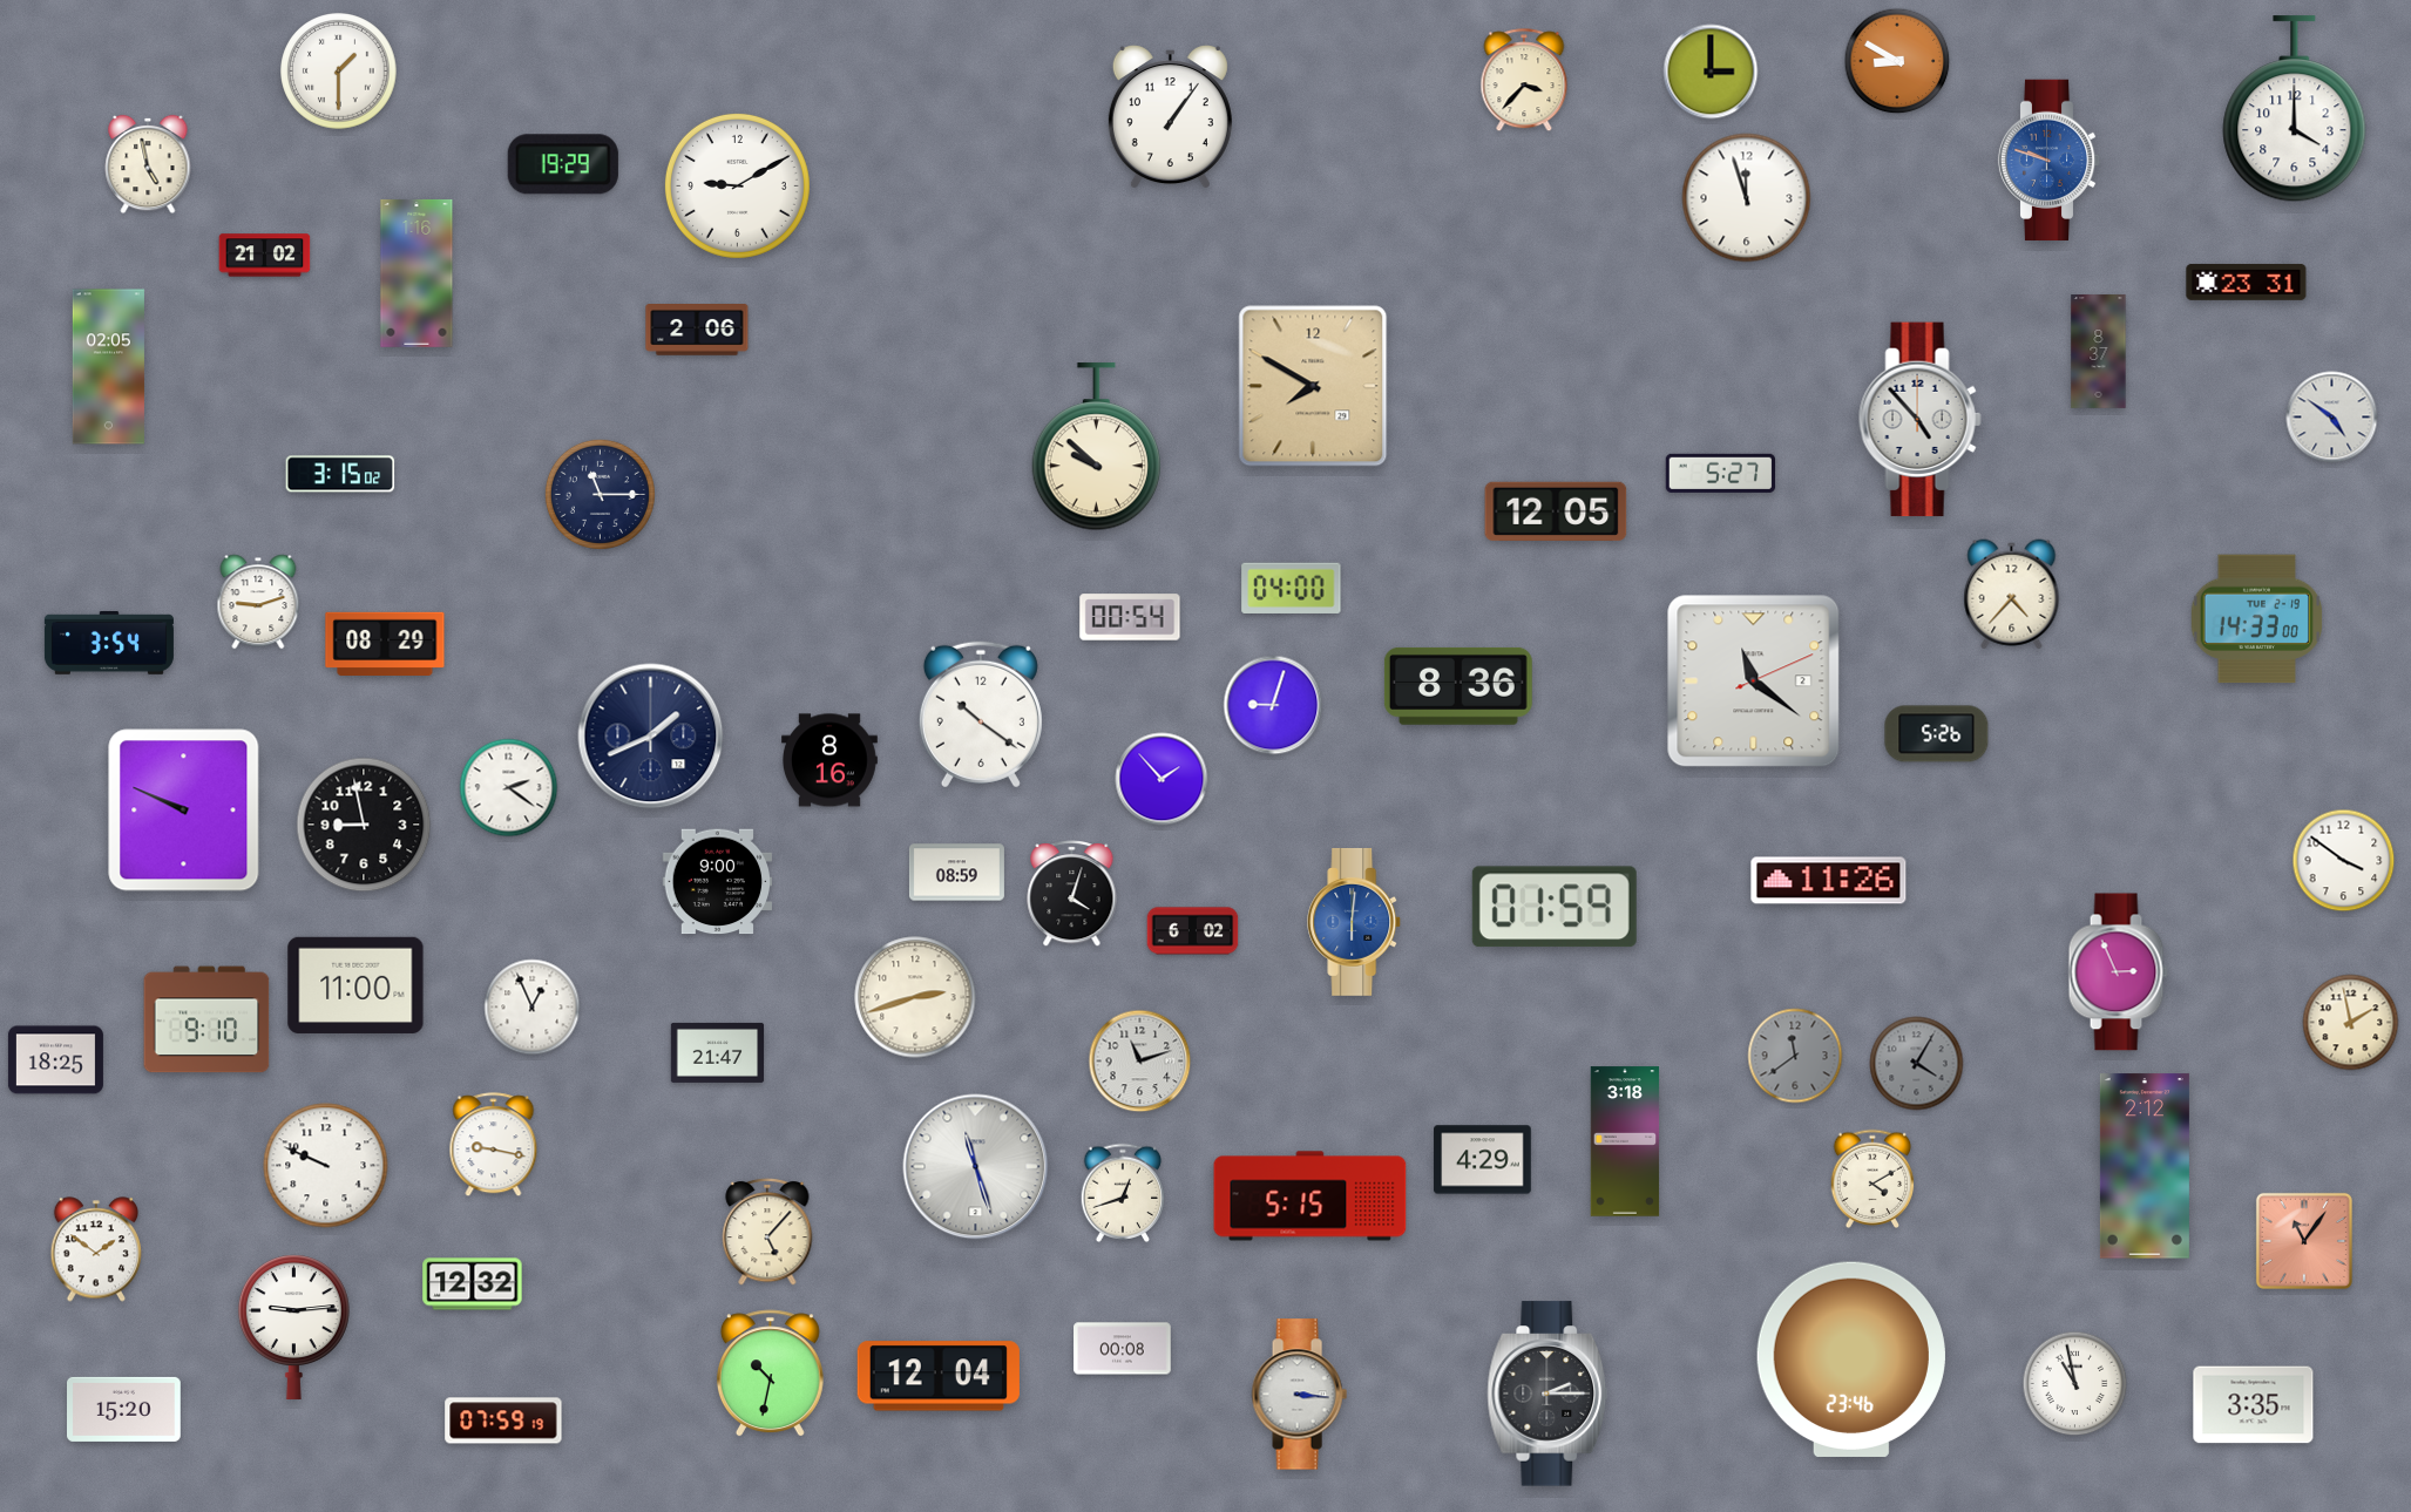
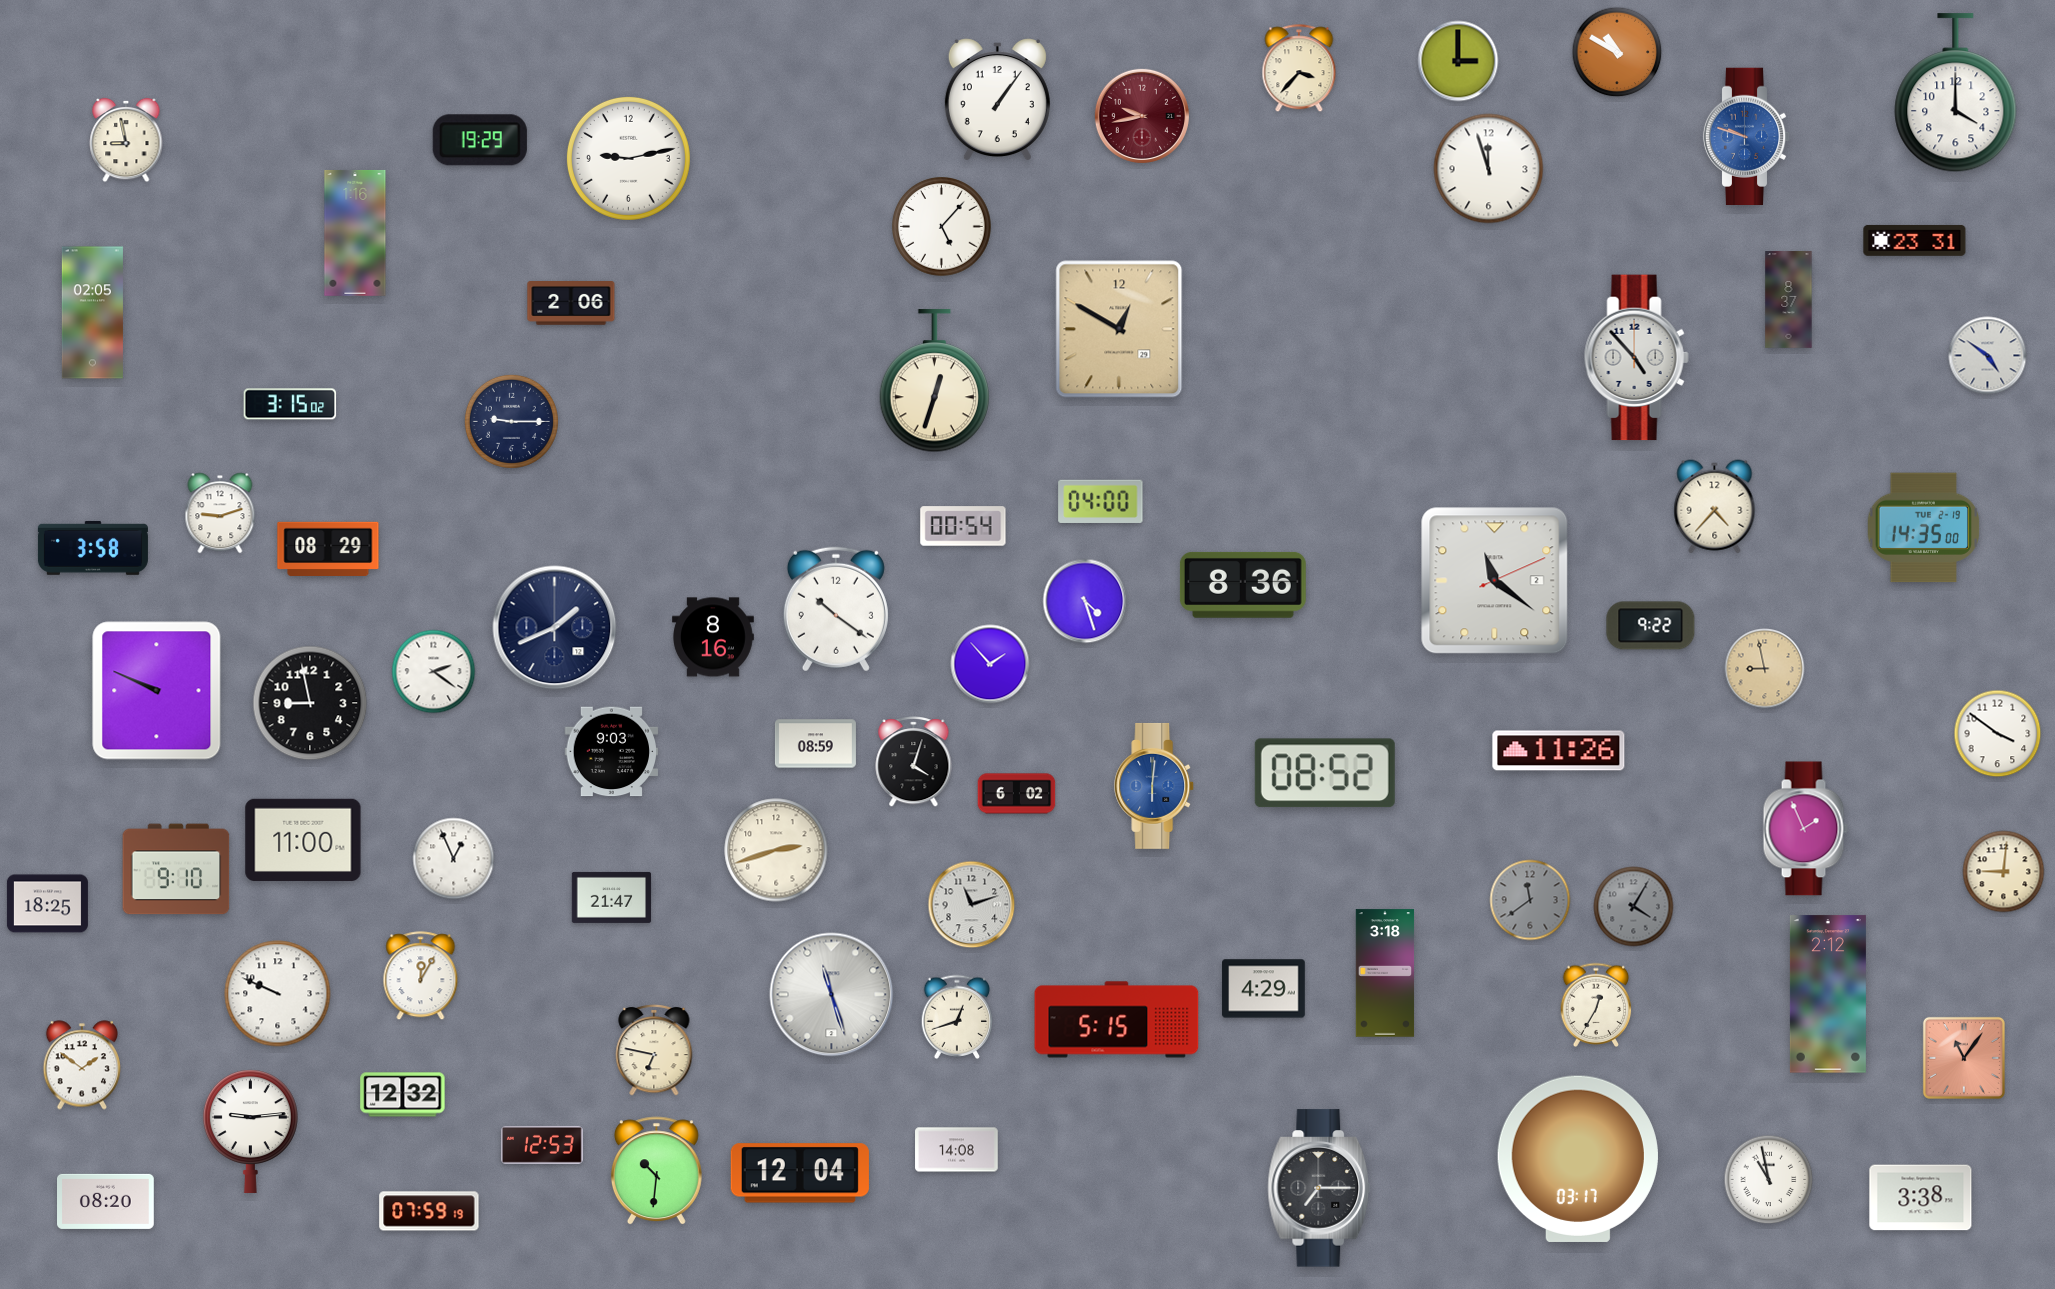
clock at (1897, 61): 8:50 -> 10:50
clock at (339, 72): 1:30 -> none
clock at (1142, 116): none -> 9:43
clock at (148, 164): 4:58 -> 8:58
clock at (737, 185): 9:10 -> 9:13
clock at (265, 256): 21:02 -> none
clock at (942, 227): none -> 5:07
clock at (697, 331) position: (697, 331) -> (571, 304)
clock at (1313, 386): 7:50 -> 12:50
clock at (1097, 447): 9:52 -> 12:33
clock at (1721, 473): 5:27 -> none
clock at (600, 494): 11:15 -> 9:15
clock at (1556, 511): 12:05 -> none
clock at (2257, 619): 14:33 -> 14:35
clock at (109, 643): 3:54 -> 3:58
clock at (1273, 705): 9:03 -> 4:27
clock at (1937, 734): 5:26 -> 9:22
clock at (831, 760) position: (831, 760) -> (714, 637)
clock at (1765, 669): none -> 8:58
clock at (718, 882): 9:00 -> 9:03
clock at (1555, 907): 01:59 -> 08:52
clock at (2118, 972): 2:56 -> 1:56
clock at (915, 997) position: (915, 997) -> (776, 850)
clock at (2351, 1023): 1:58 -> 9:01
clock at (494, 1145): 9:17 -> 12:05
clock at (1872, 1179): 4:10 -> 12:35
clock at (767, 1232): 5:07 -> 6:47
clock at (542, 1145): none -> 12:53
clock at (1123, 1349): 00:08 -> 14:08
clock at (1851, 1360): 23:46 -> 03:17
clock at (770, 1374): 10:32 -> 10:31
clock at (1547, 1394): 2:15 -> 7:15
clock at (1299, 1395): 3:16 -> none
clock at (2254, 1405): 3:35 -> 3:38
clock at (124, 1409): 15:20 -> 08:20
